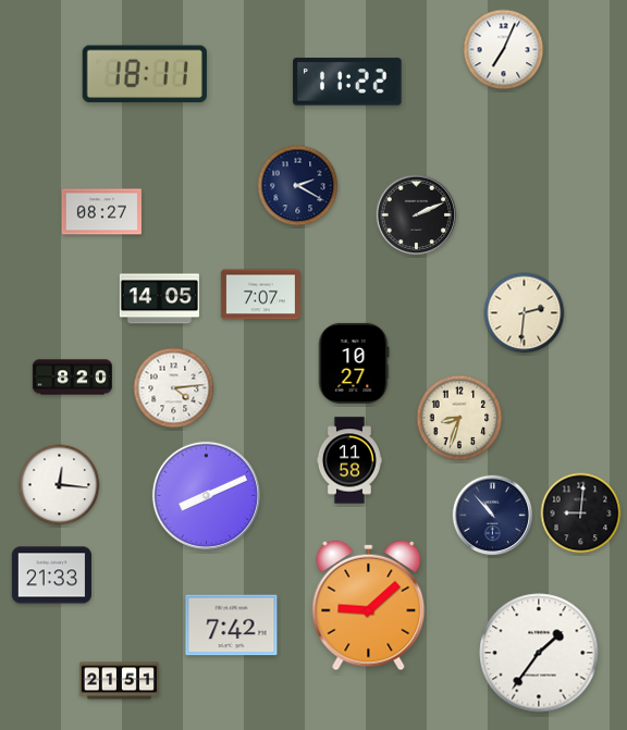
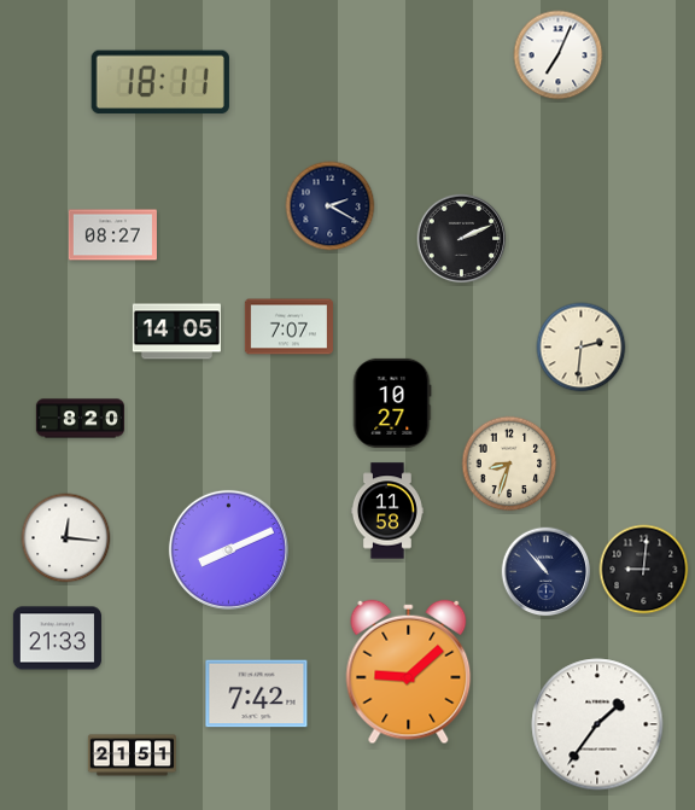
clock at (347, 82): 11:22 -> none
clock at (174, 388): 4:14 -> none
